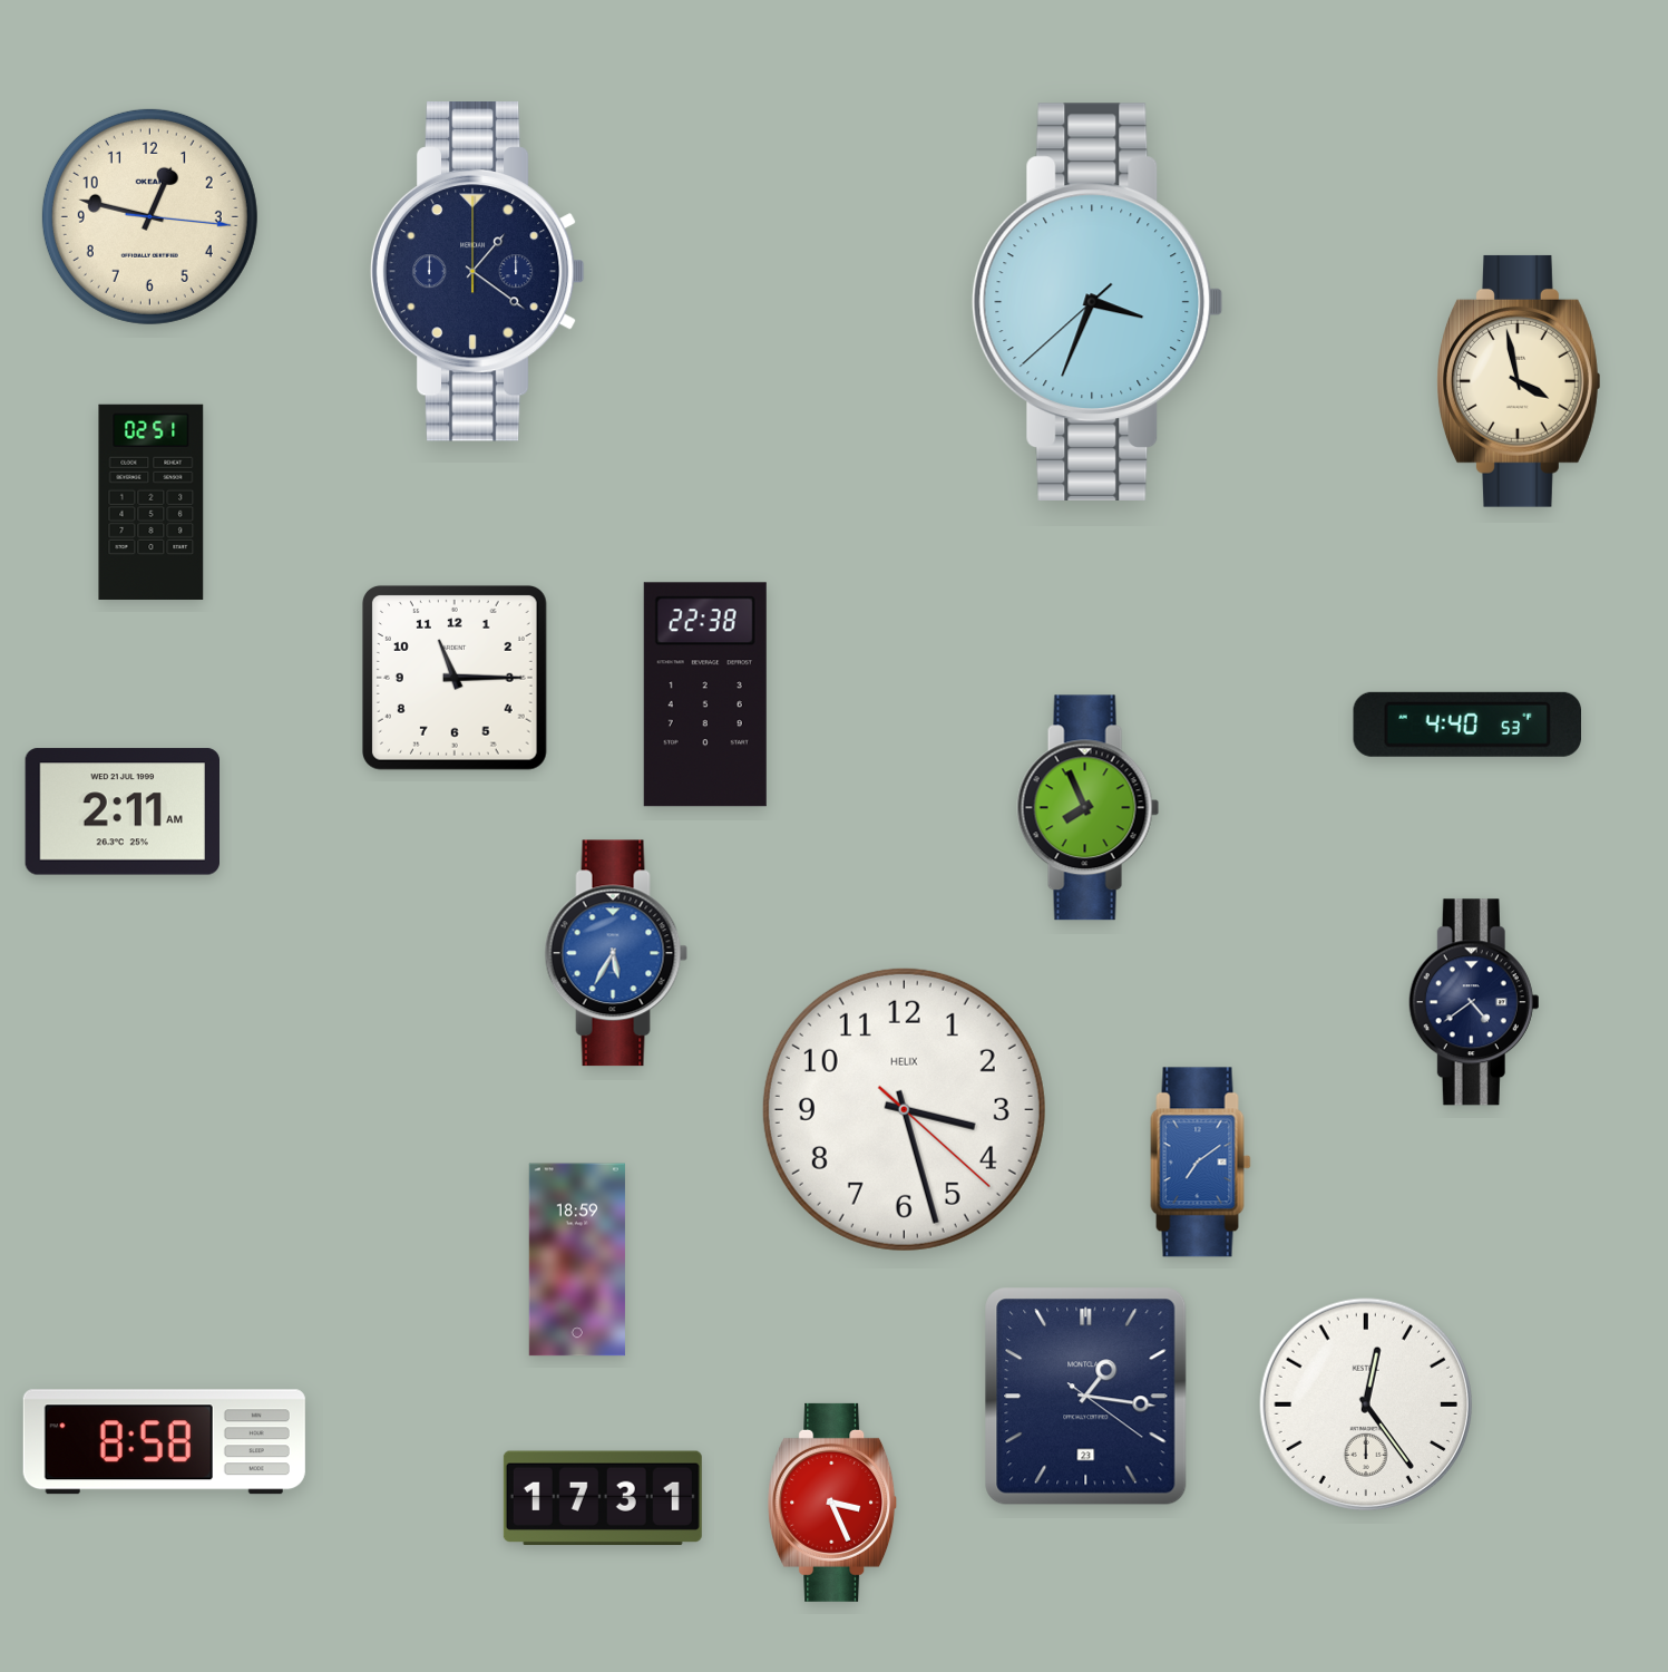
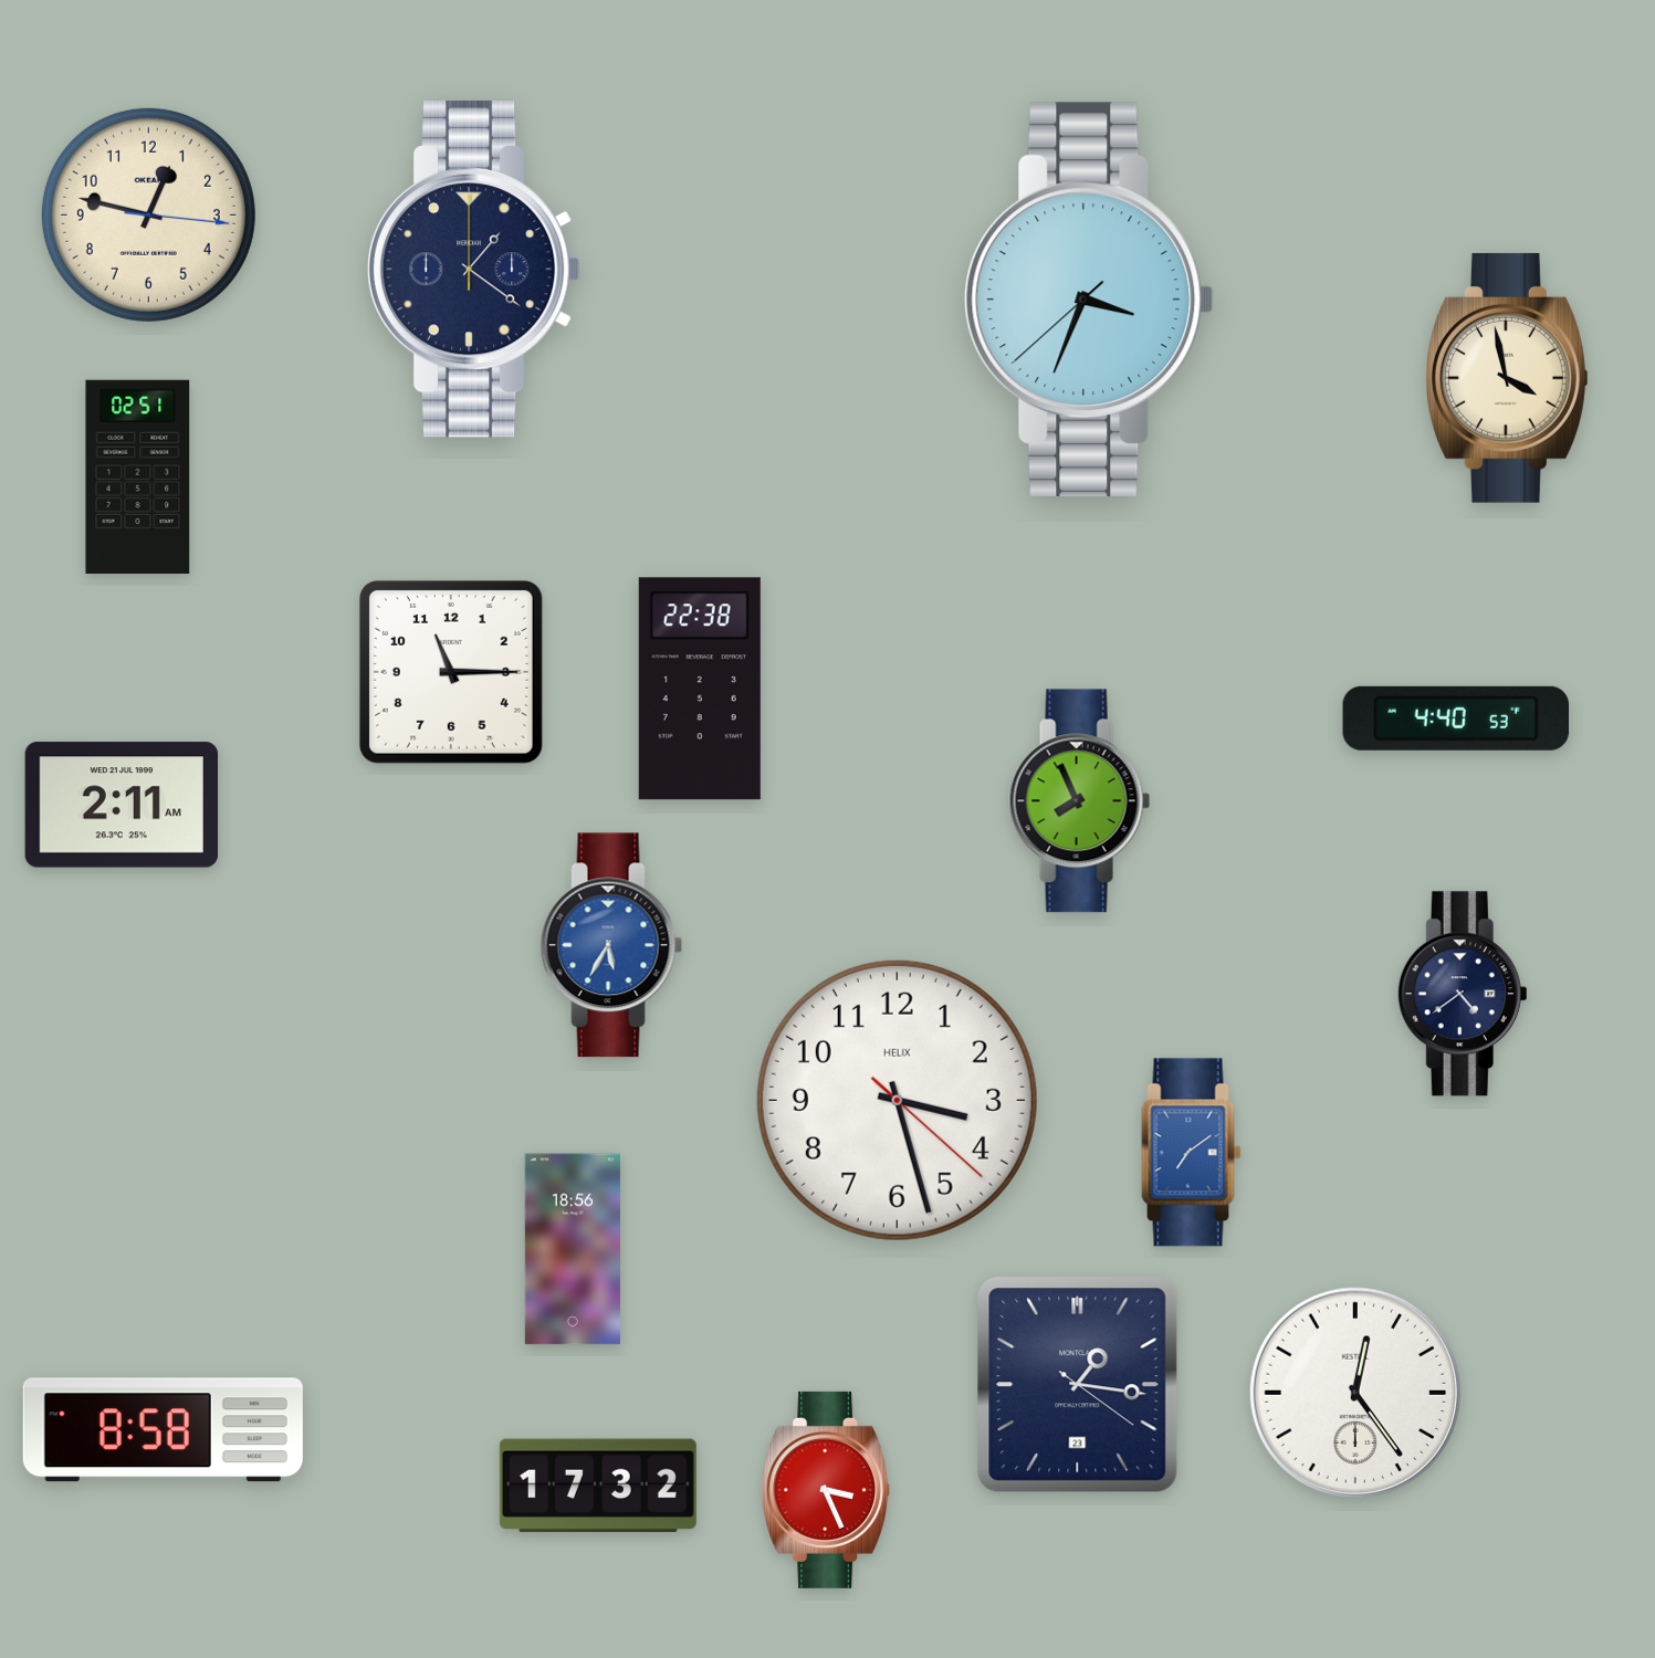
clock at (152, 502) position: (152, 502) -> (138, 476)
clock at (577, 1260): 18:59 -> 18:56
clock at (603, 1498): 17:31 -> 17:32
